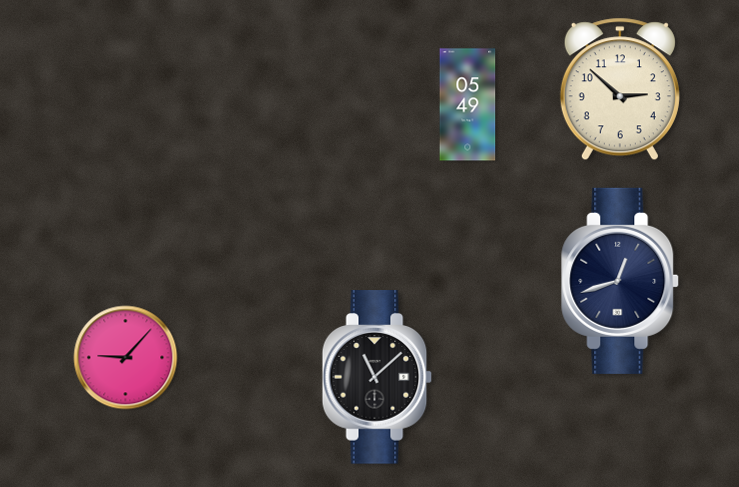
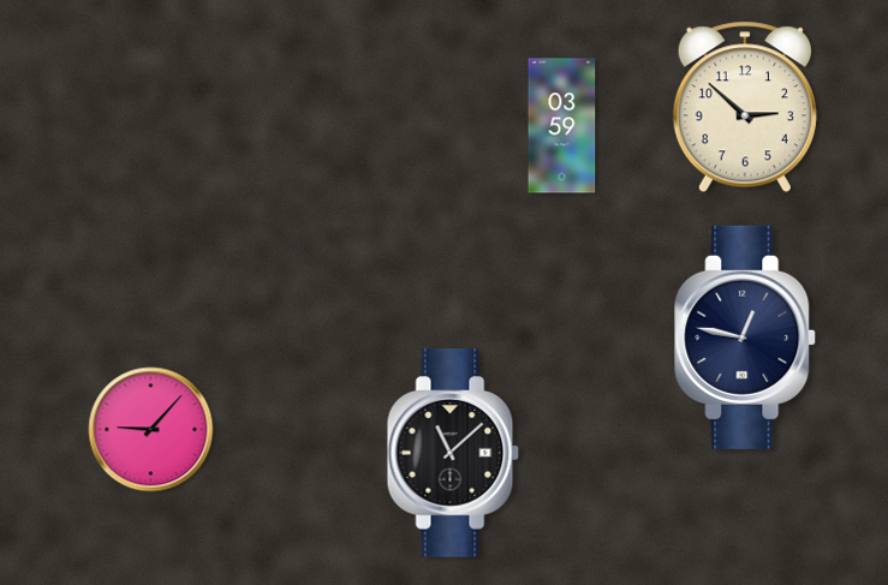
clock at (468, 105): 05:49 -> 03:59
clock at (621, 281): 12:42 -> 12:47
